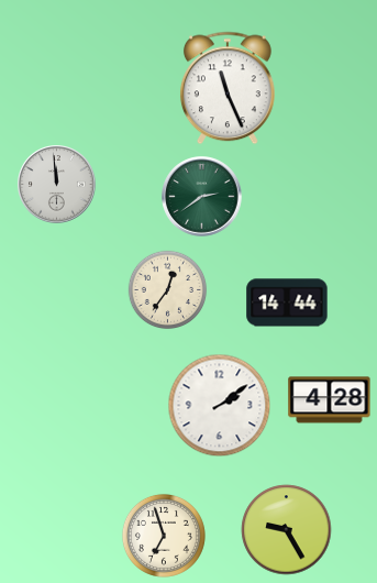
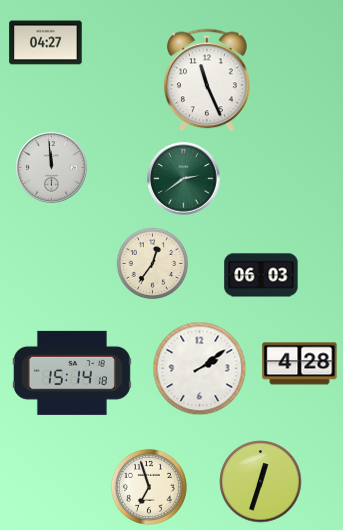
clock at (46, 43): none -> 04:27
clock at (287, 302): 14:44 -> 06:03
clock at (72, 373): none -> 15:14
clock at (287, 530): 9:25 -> 12:33
